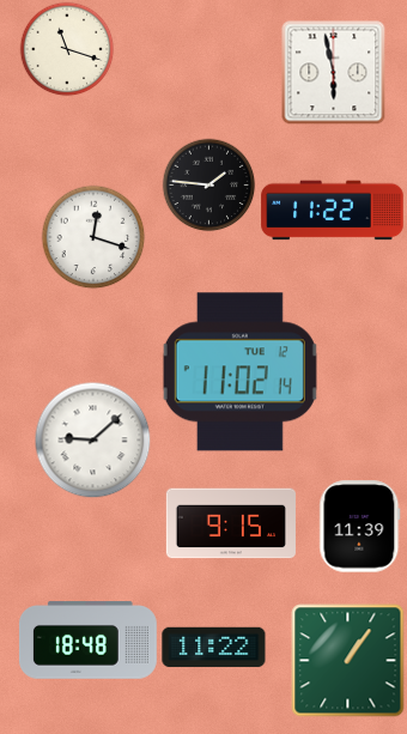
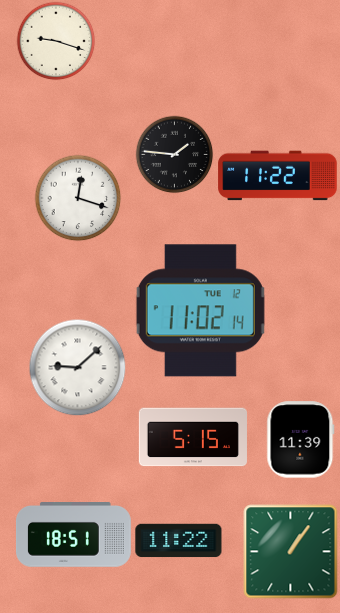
clock at (67, 49): 11:18 -> 9:18
clock at (333, 72): 5:58 -> none
clock at (231, 523): 9:15 -> 5:15
clock at (87, 641): 18:48 -> 18:51
